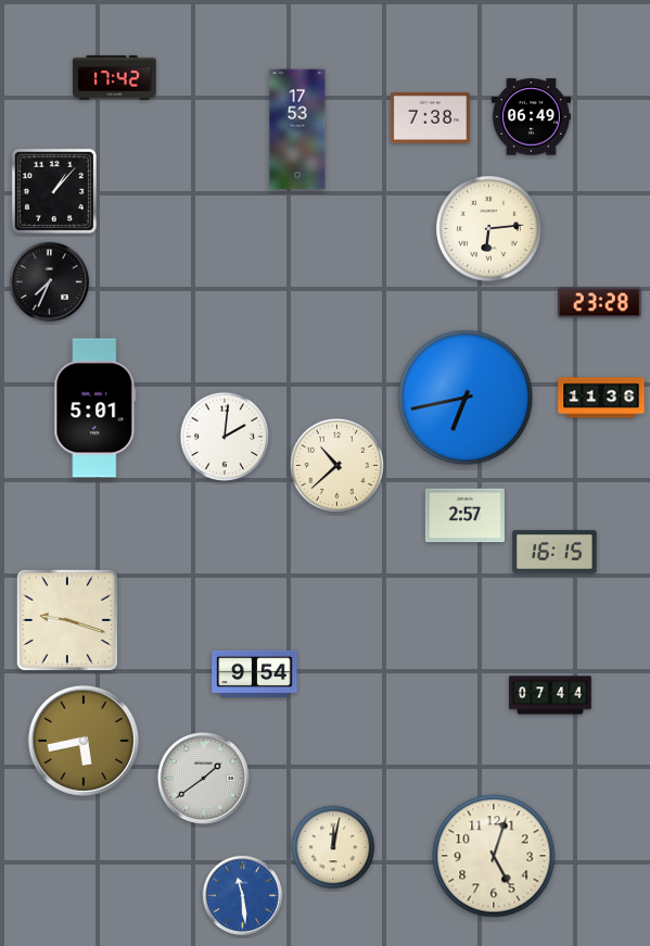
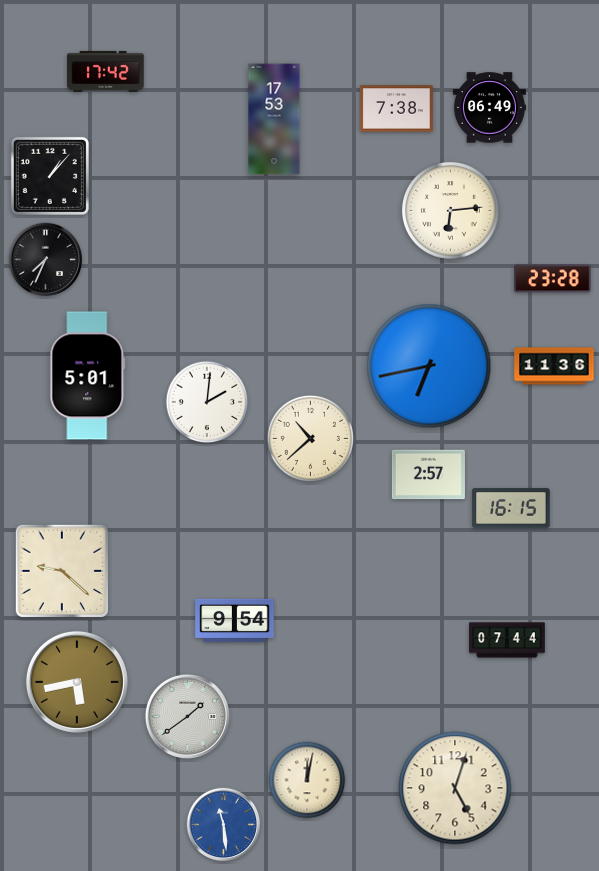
clock at (336, 465) position: (336, 465) -> (310, 438)
clock at (66, 619): 9:18 -> 9:22
